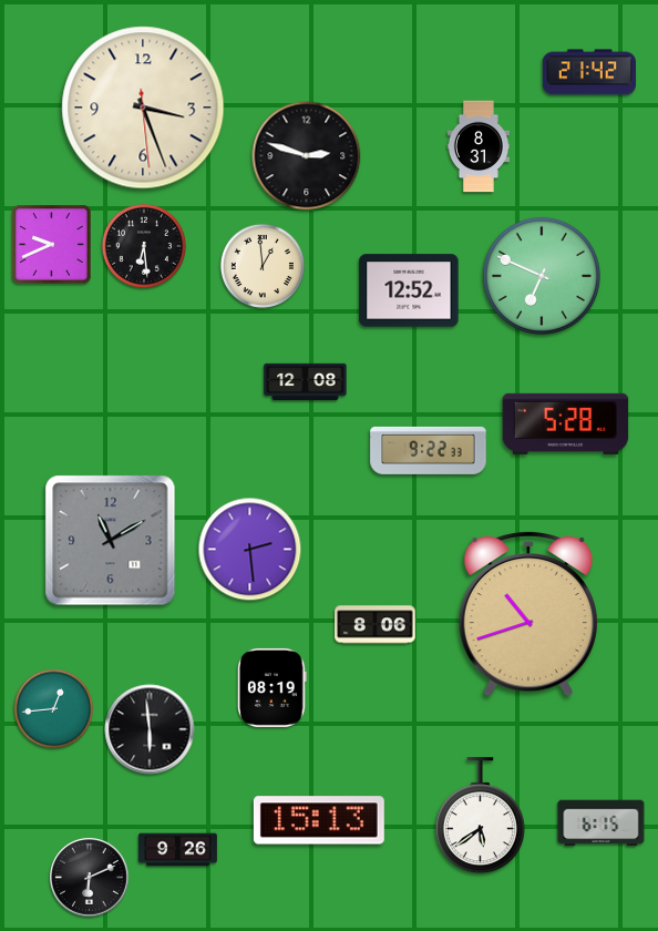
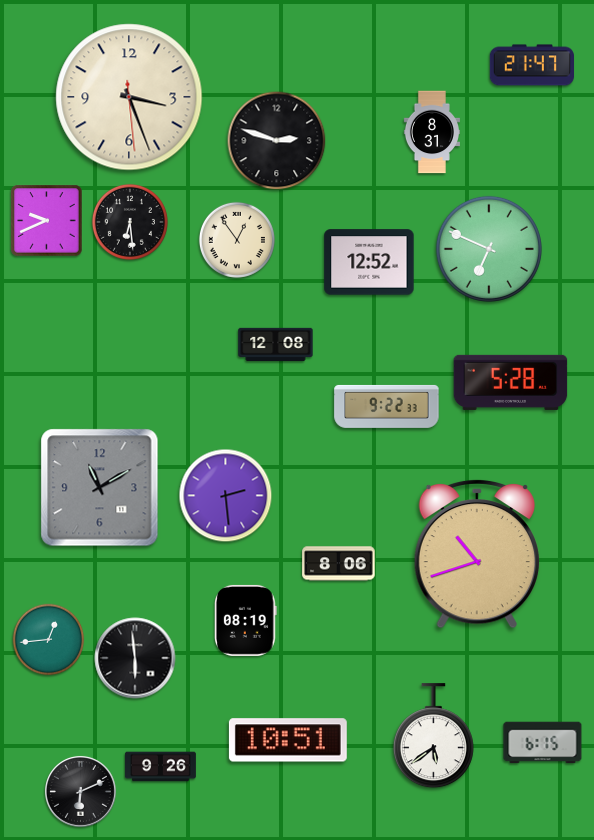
clock at (588, 72): 21:42 -> 21:47
clock at (263, 266): 12:59 -> 12:54
clock at (319, 820): 15:13 -> 10:51
